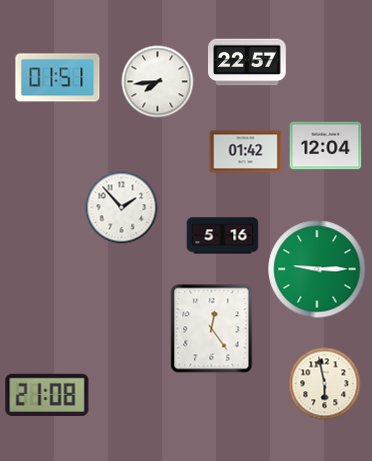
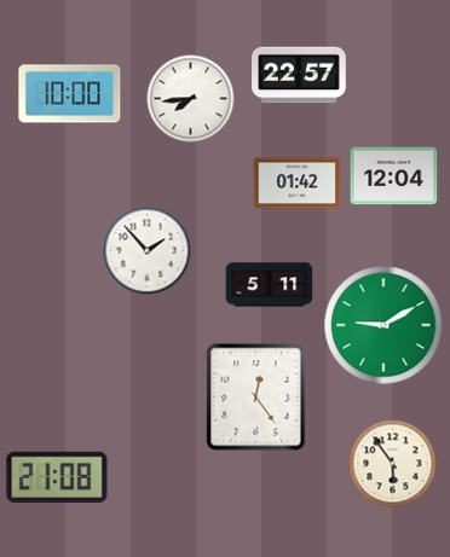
clock at (58, 78): 01:51 -> 10:00
clock at (223, 236): 5:16 -> 5:11
clock at (317, 269): 9:15 -> 9:10
clock at (325, 384): 5:58 -> 5:54
